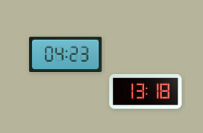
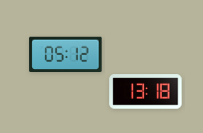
clock at (66, 55): 04:23 -> 05:12
